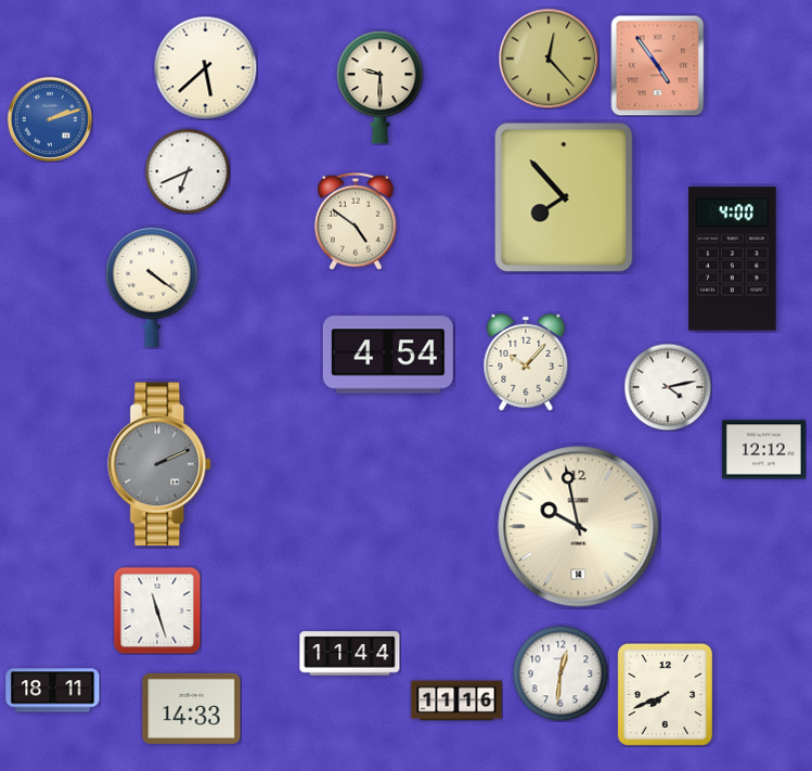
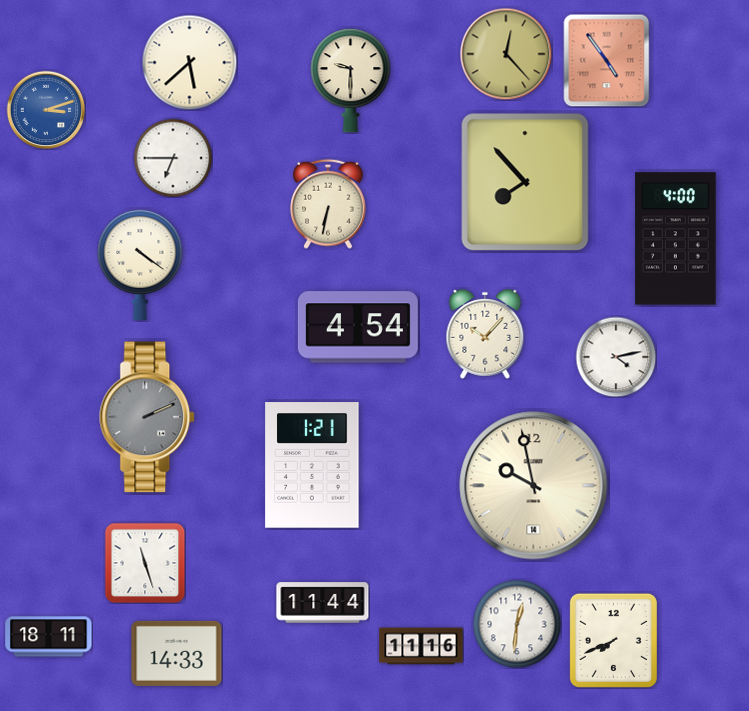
clock at (50, 119): 2:12 -> 3:12
clock at (188, 171): 6:41 -> 6:45
clock at (564, 197) position: (564, 197) -> (525, 182)
clock at (356, 221): 4:51 -> 6:32
clock at (764, 450): 12:12 -> none
clock at (160, 464) position: (160, 464) -> (148, 417)
clock at (312, 465): none -> 1:21
clock at (560, 673) position: (560, 673) -> (517, 624)
